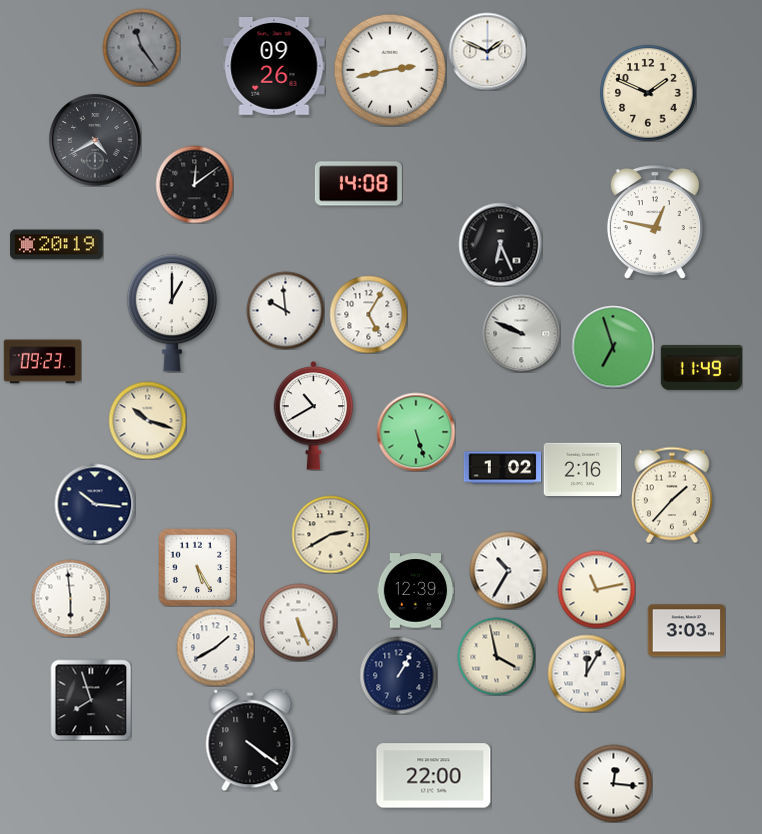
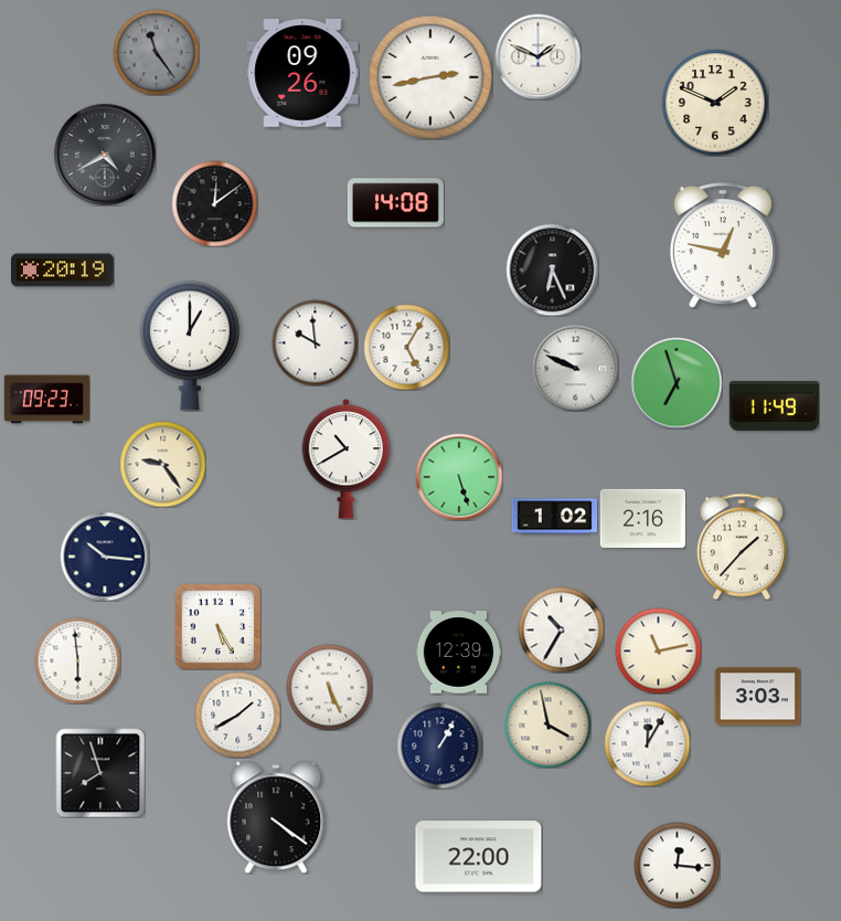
clock at (147, 420): 10:18 -> 9:24
clock at (330, 534): 2:40 -> none
